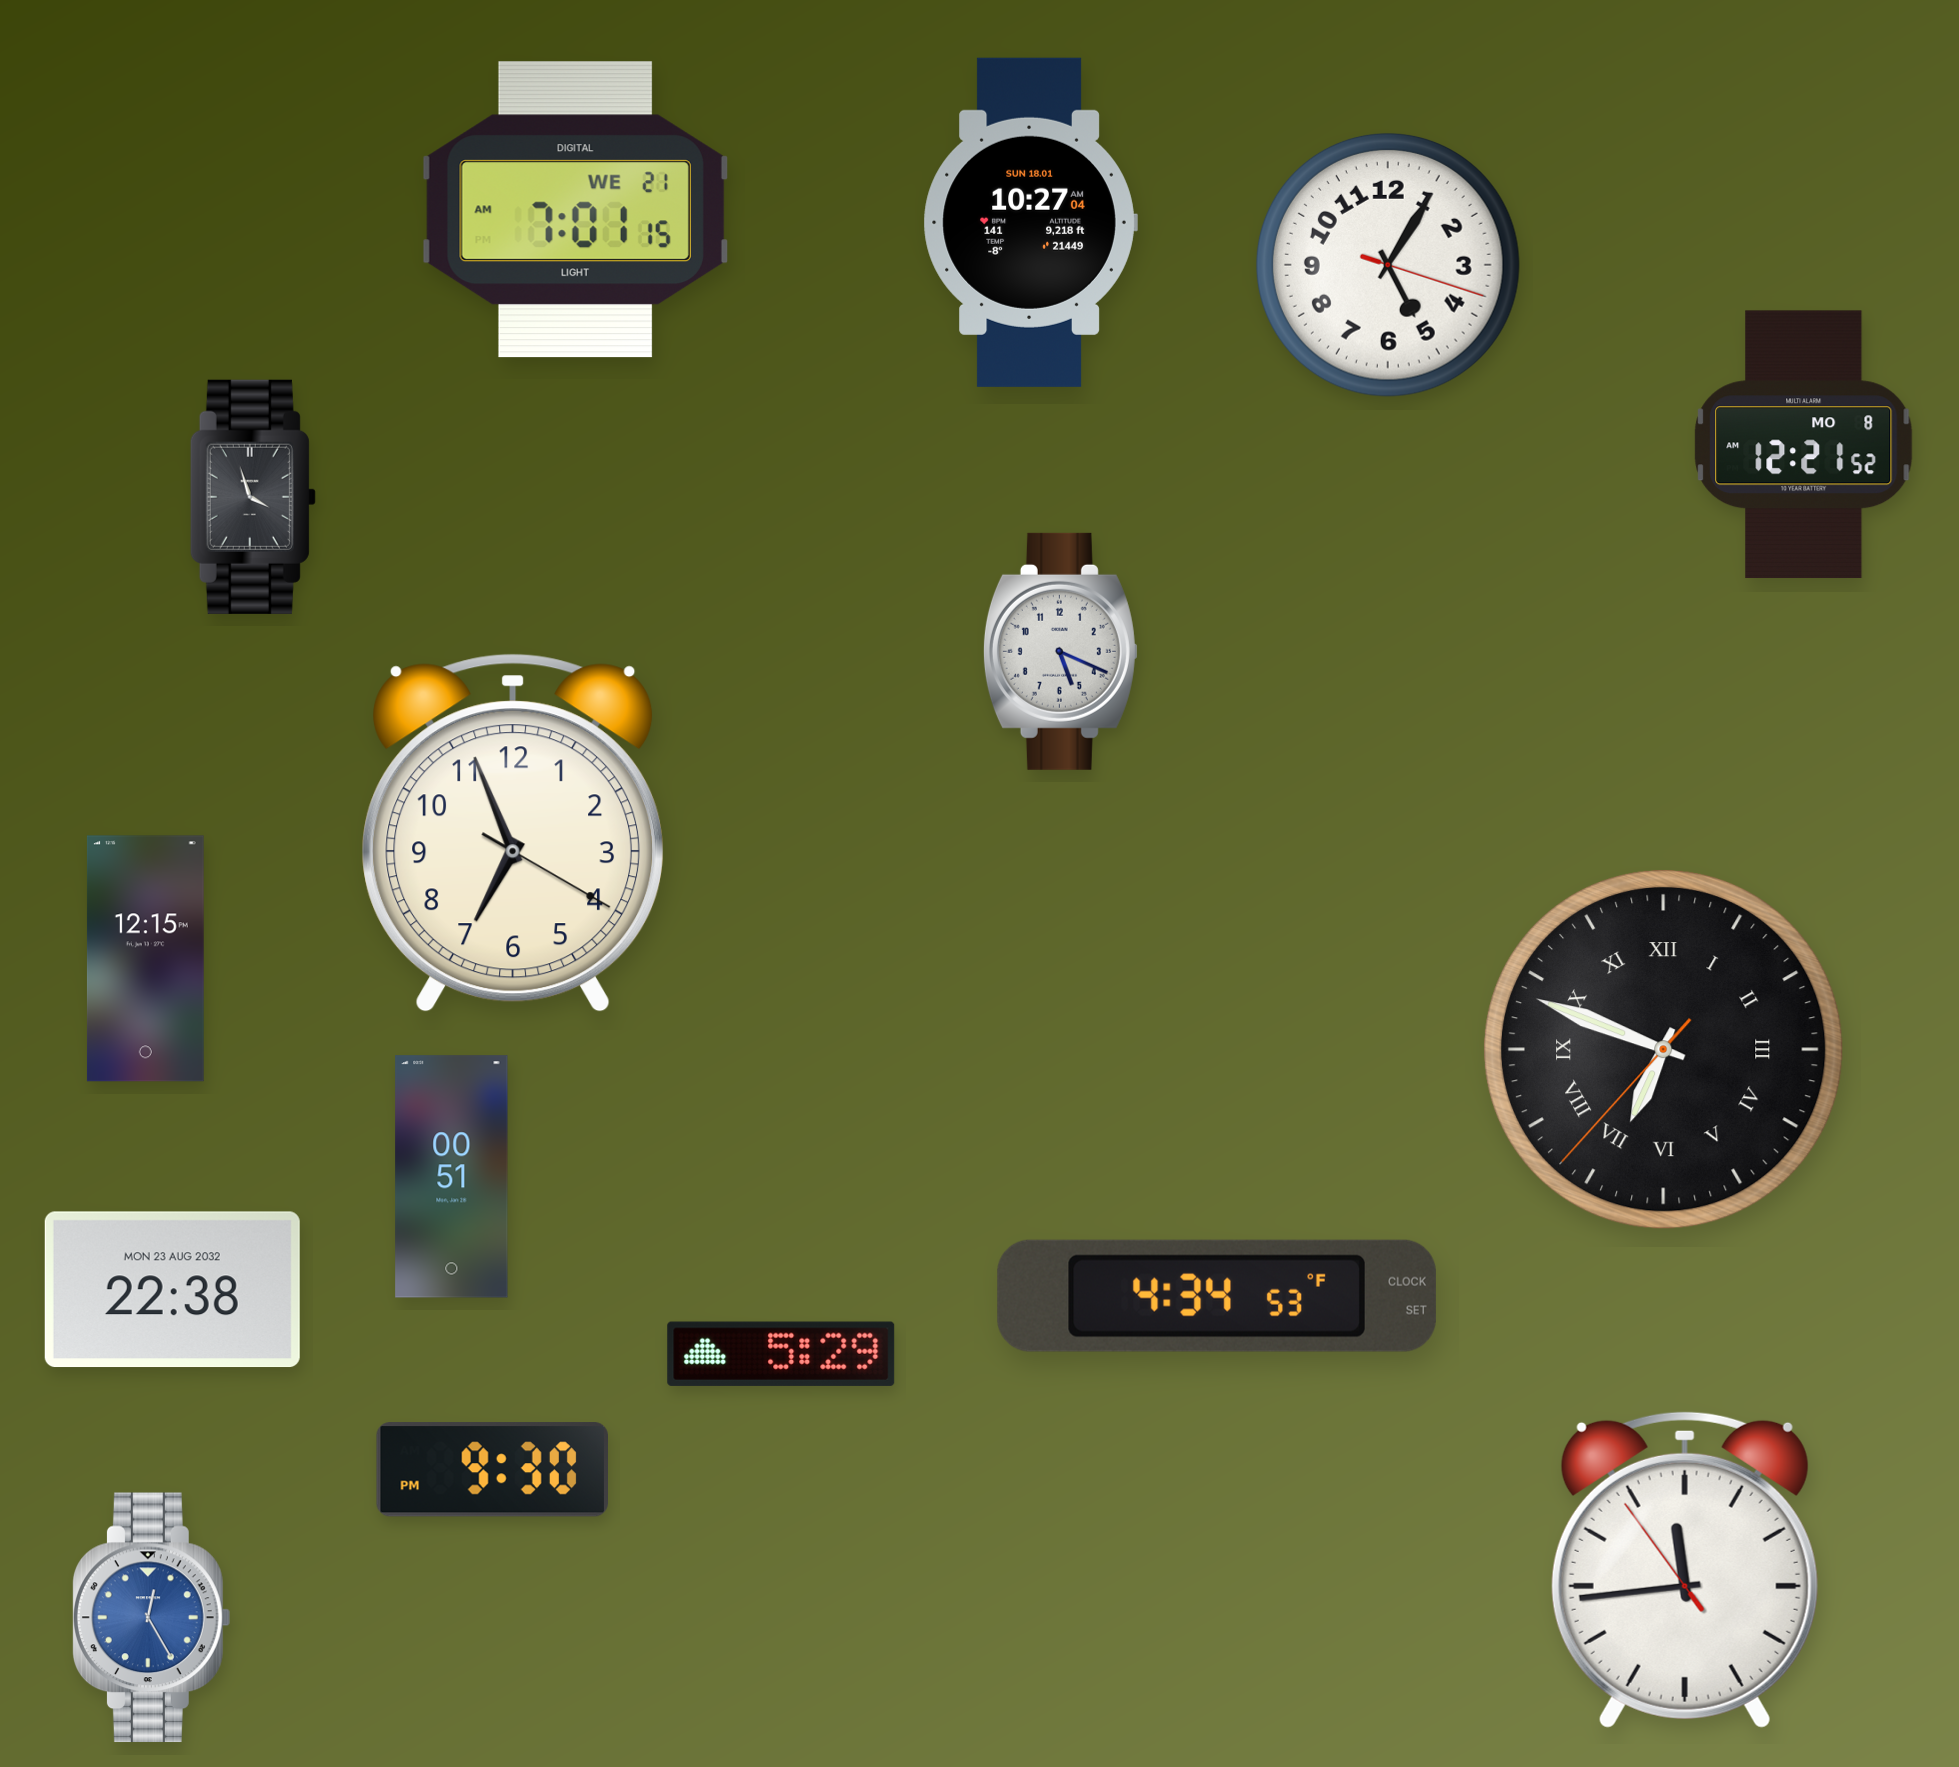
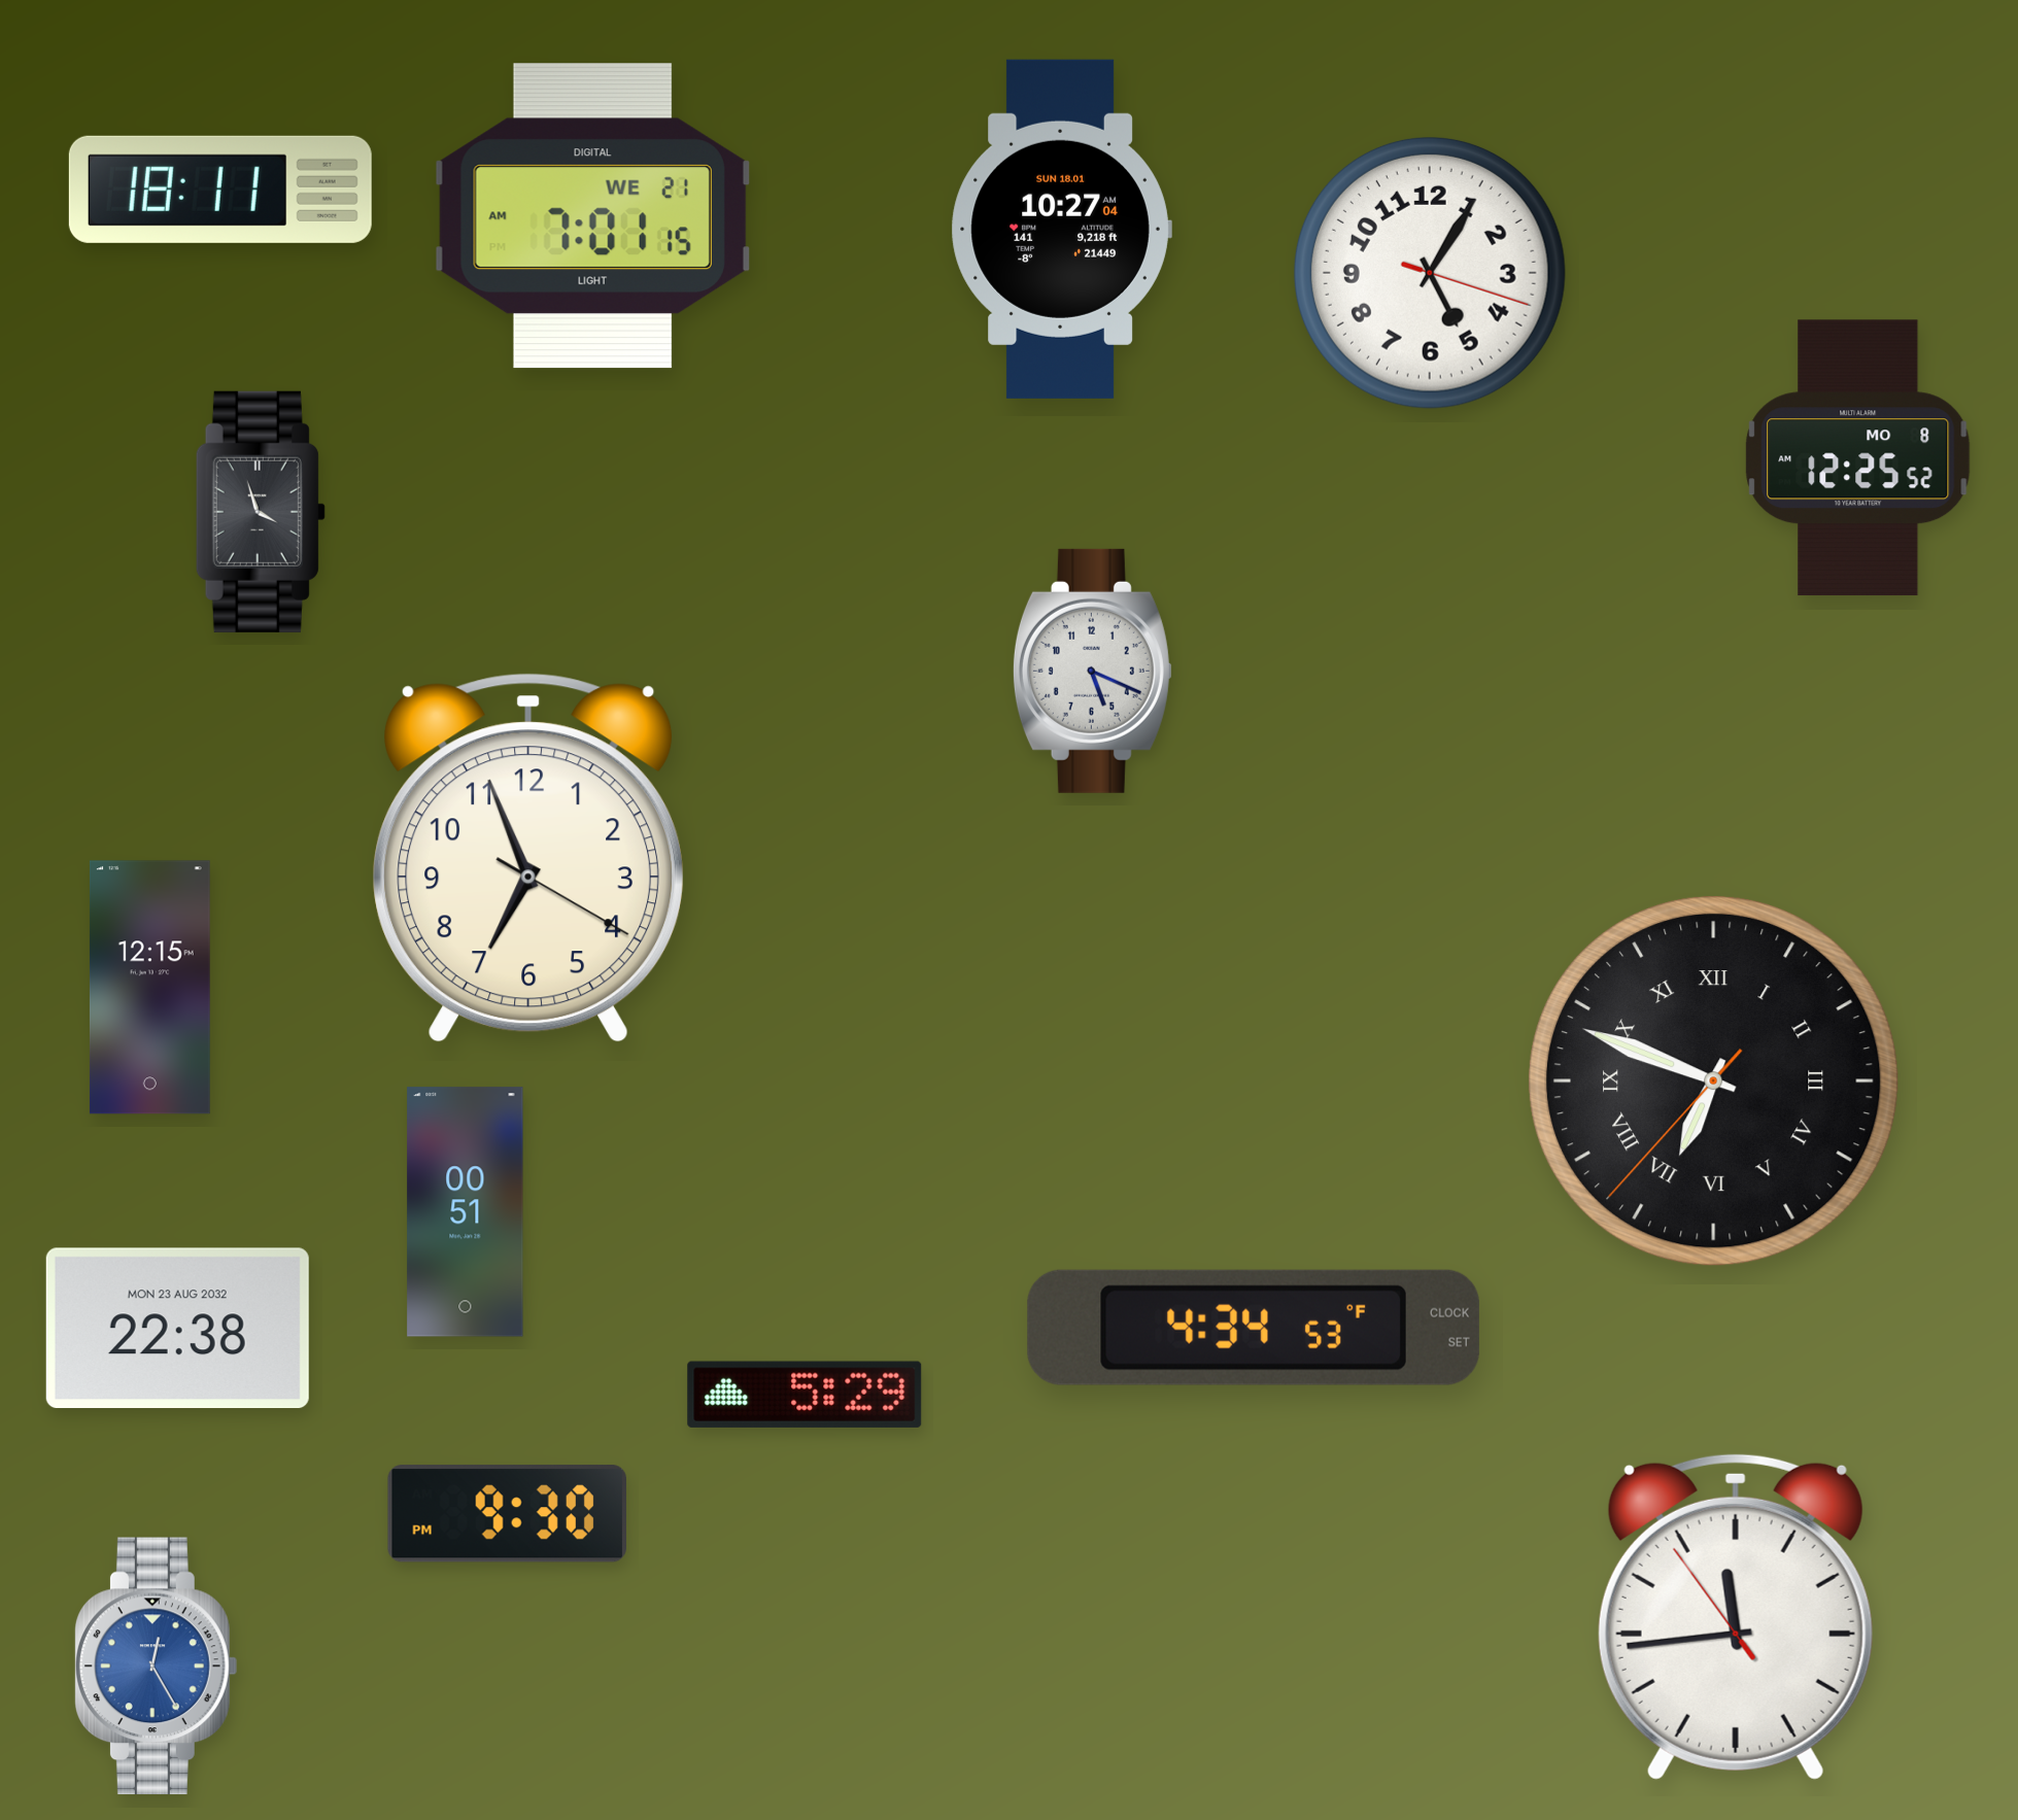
clock at (220, 190): none -> 18:11
clock at (1804, 445): 12:21 -> 12:25
clock at (1217, 1296) position: (1217, 1296) -> (1254, 1328)
